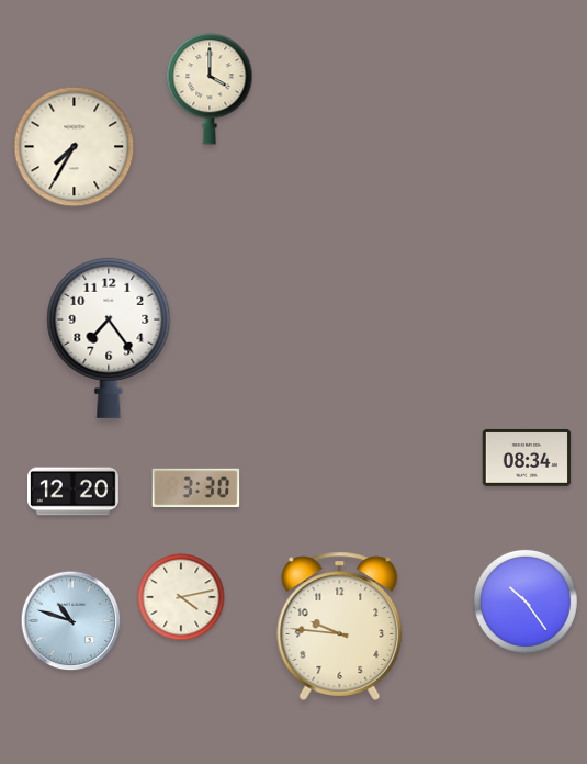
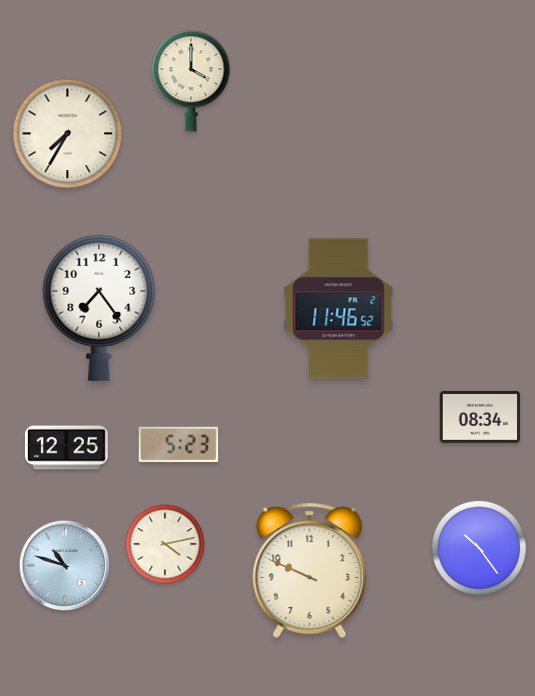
clock at (339, 309): none -> 11:46
clock at (196, 488): 3:30 -> 5:23
clock at (72, 492): 12:20 -> 12:25
clock at (340, 626): 9:46 -> 9:49
